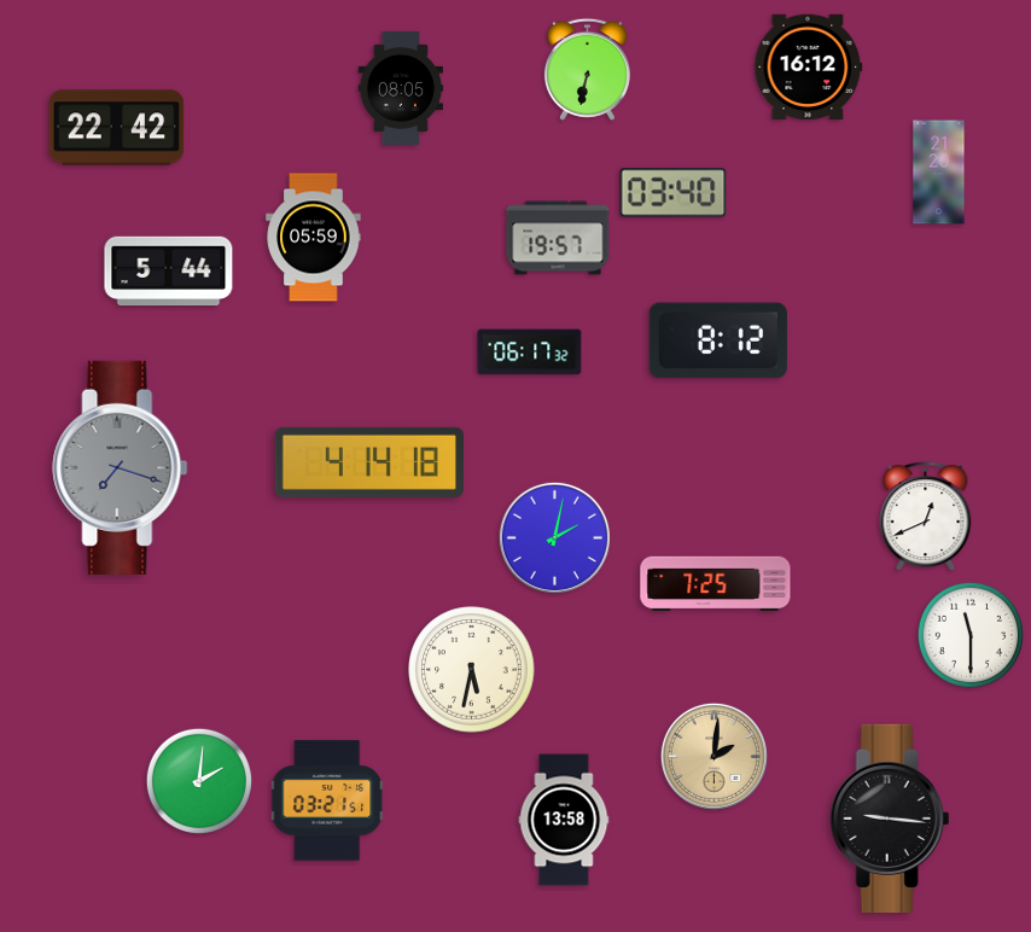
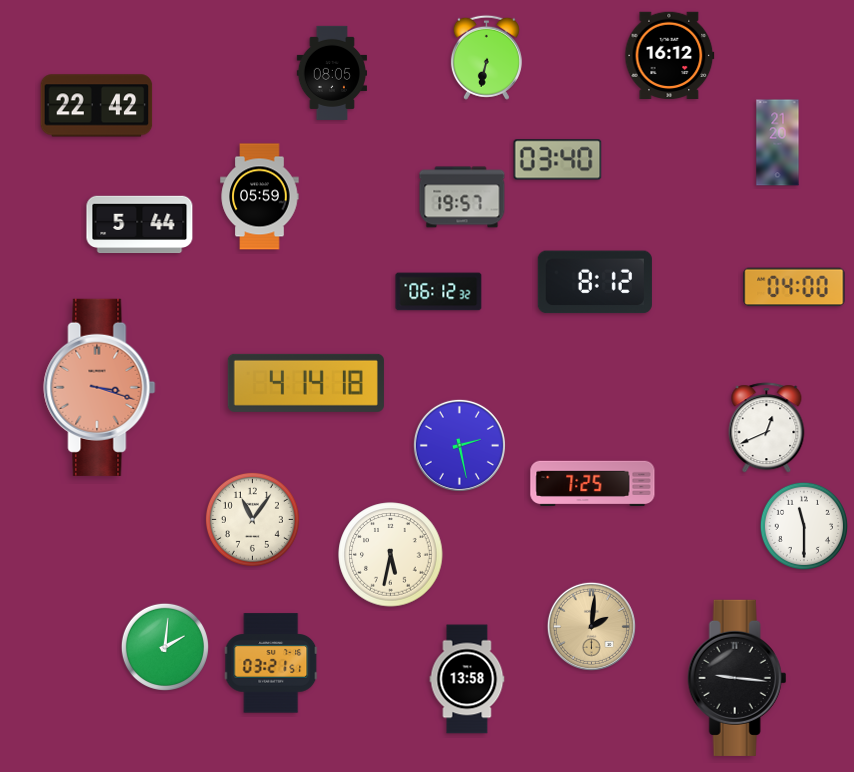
clock at (794, 287): none -> 04:00
clock at (530, 353): 06:17 -> 06:12
clock at (121, 467): 7:18 -> 3:18
clock at (121, 467) dial: grey -> salmon
clock at (554, 537): 2:02 -> 2:28
clock at (252, 519): none -> 11:06
